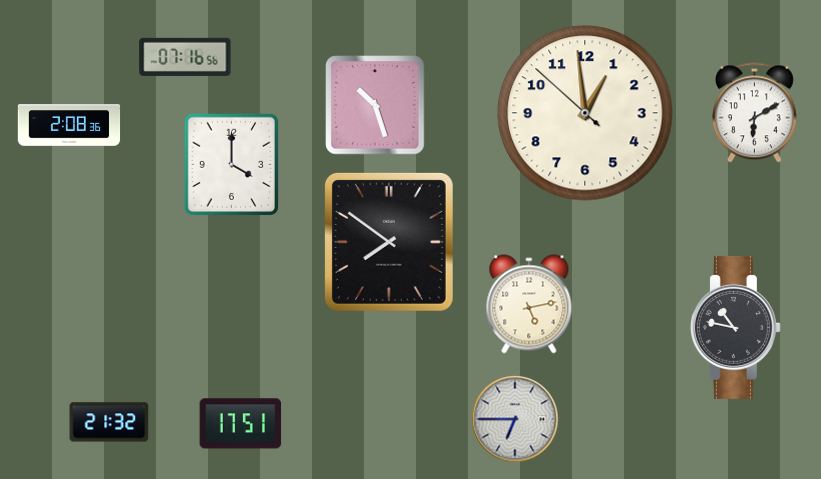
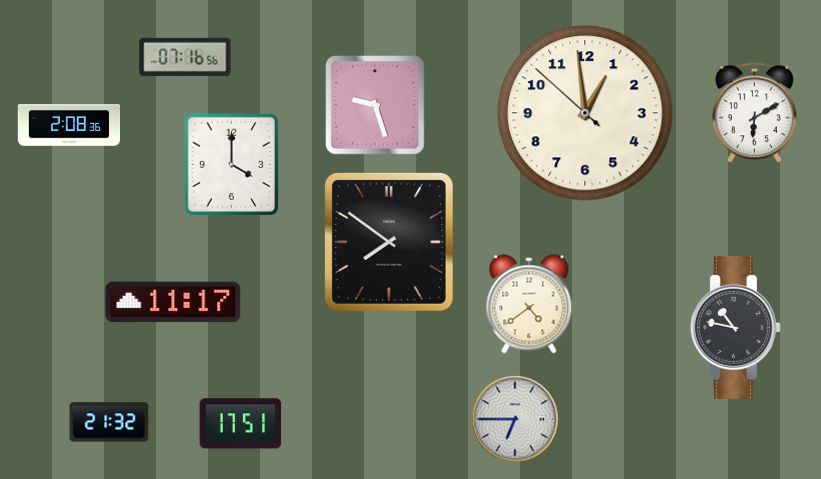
clock at (375, 105): 10:27 -> 9:27
clock at (173, 302): none -> 11:17
clock at (529, 304): 5:13 -> 4:39
